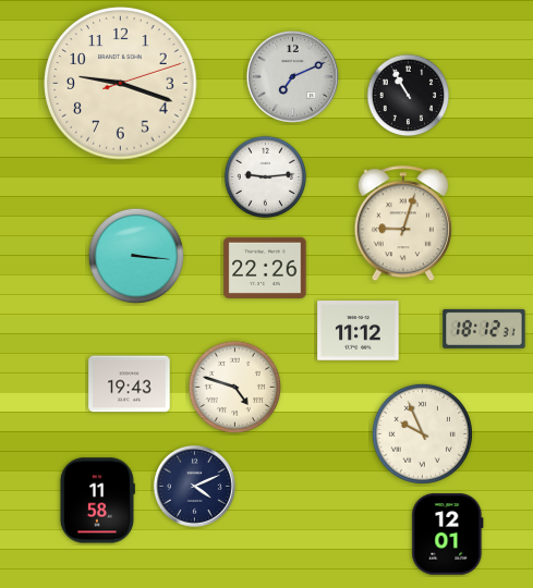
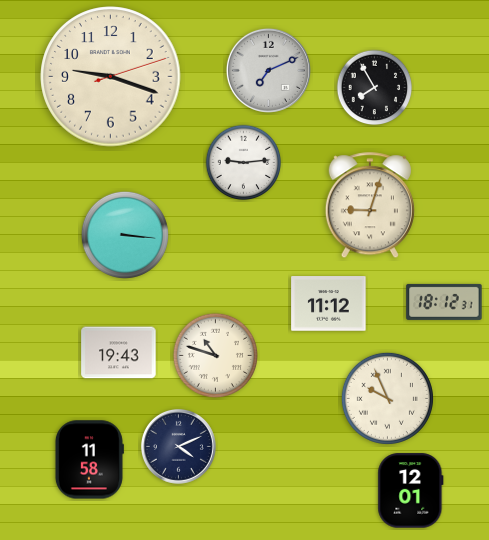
clock at (409, 96): 10:55 -> 7:55
clock at (265, 268): 22:26 -> none
clock at (234, 387): 4:48 -> 10:48
